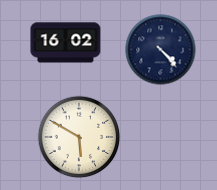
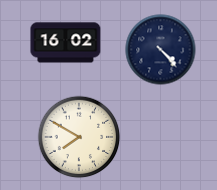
clock at (79, 137): 5:50 -> 7:50
